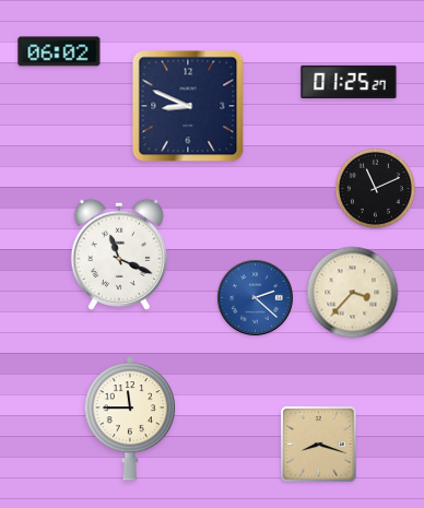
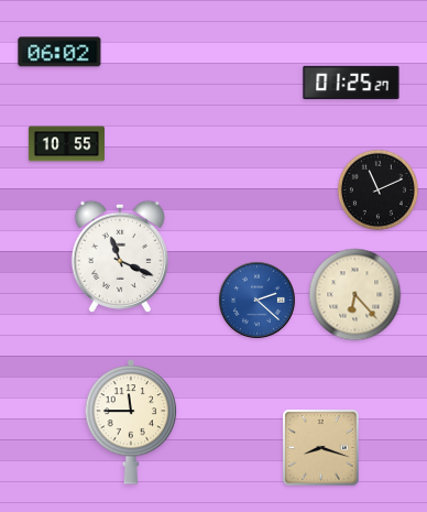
clock at (188, 106): 8:49 -> none
clock at (66, 144): none -> 10:55
clock at (353, 293): 3:37 -> 6:23
